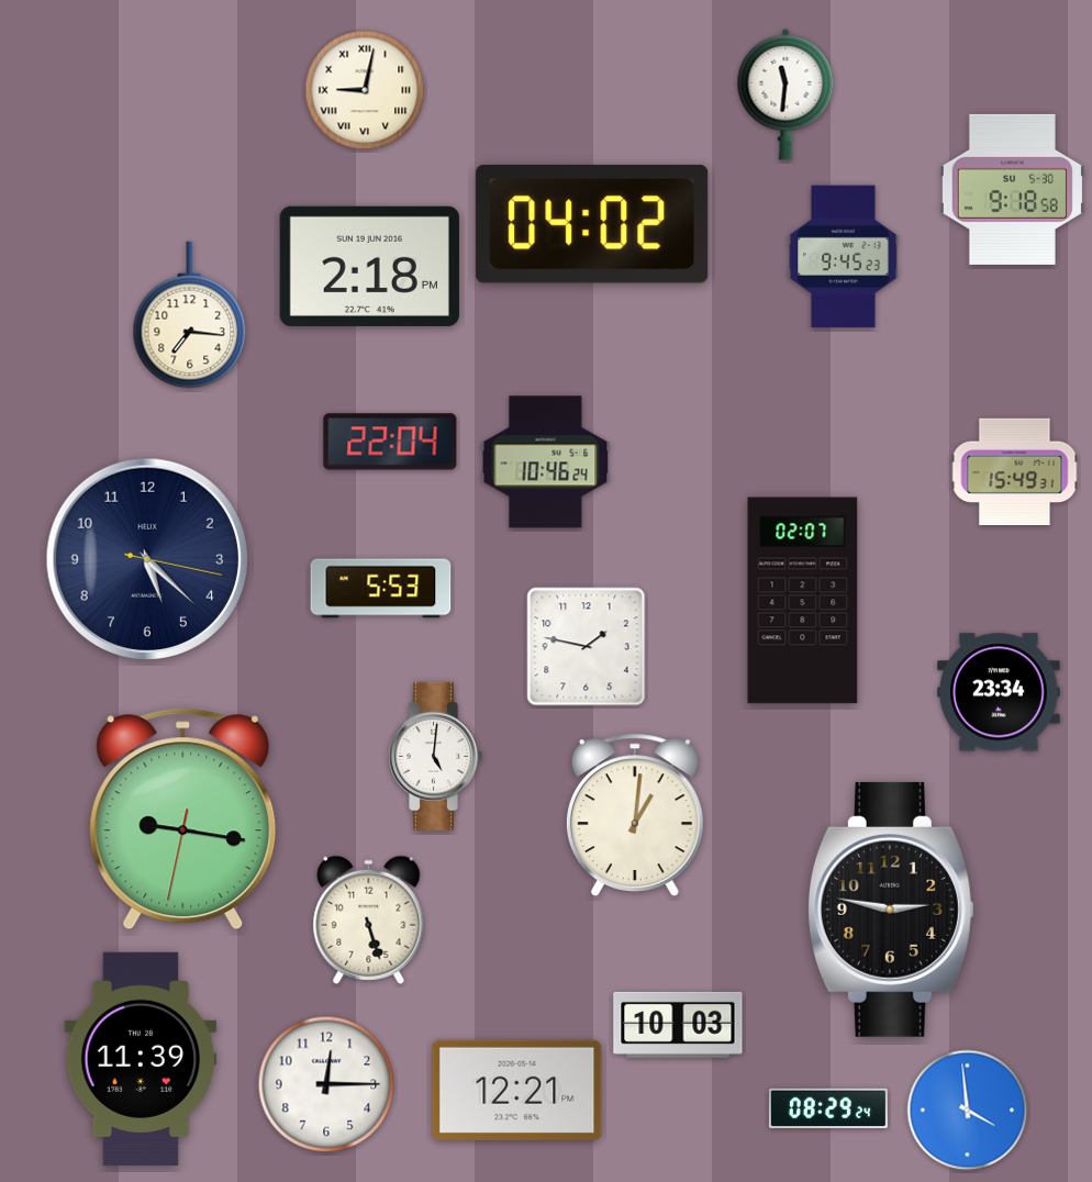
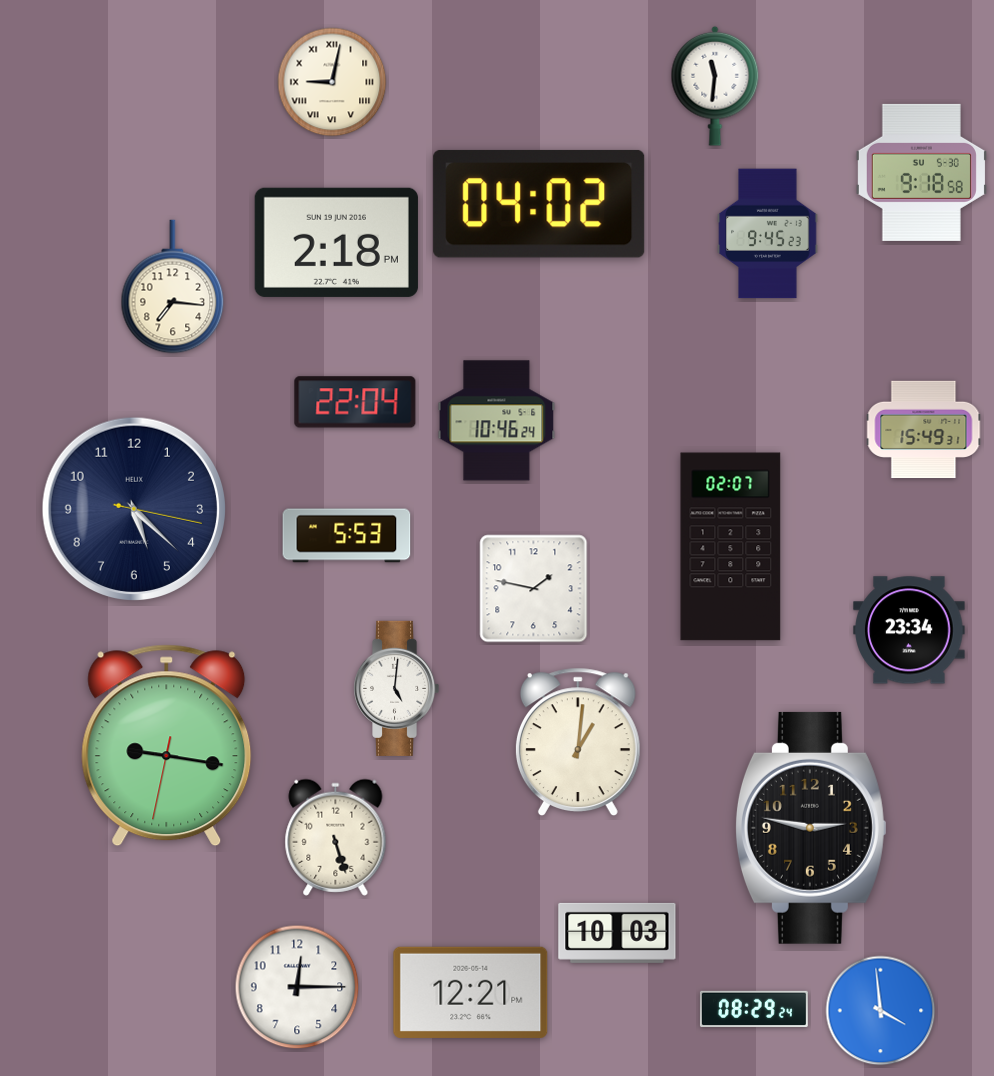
clock at (141, 1059): 11:39 -> none
